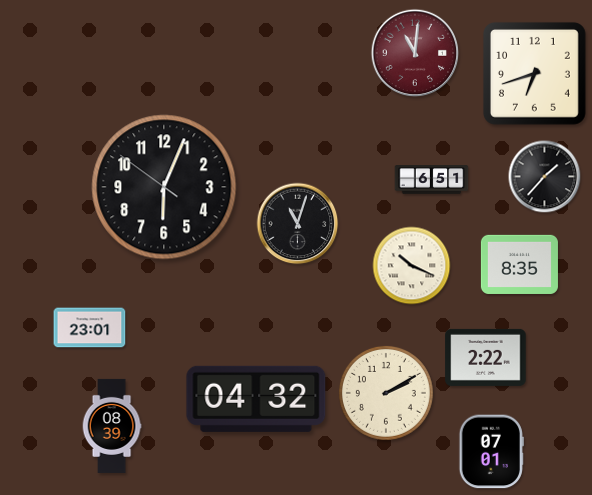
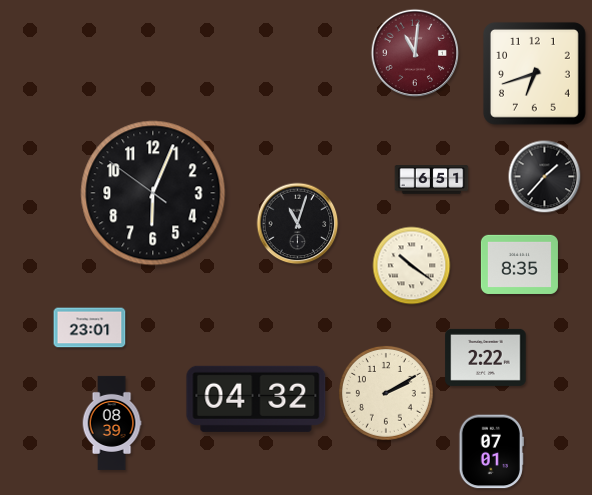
clock at (164, 187) position: (164, 187) -> (153, 193)
clock at (412, 266): 10:19 -> 10:21
clock at (112, 426) position: (112, 426) -> (112, 423)
